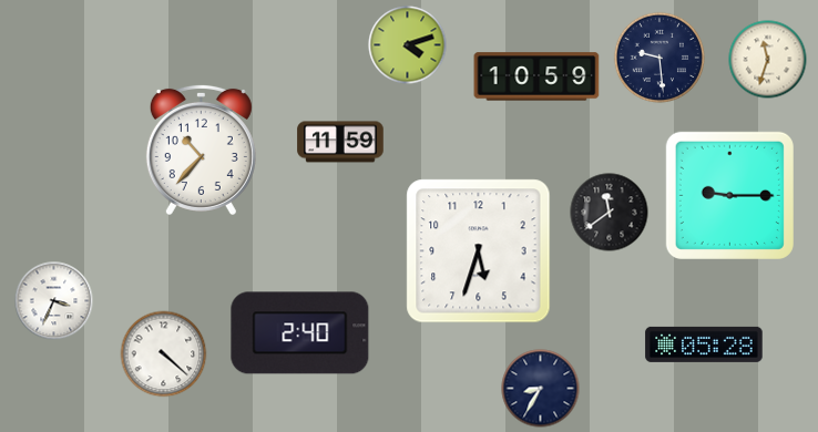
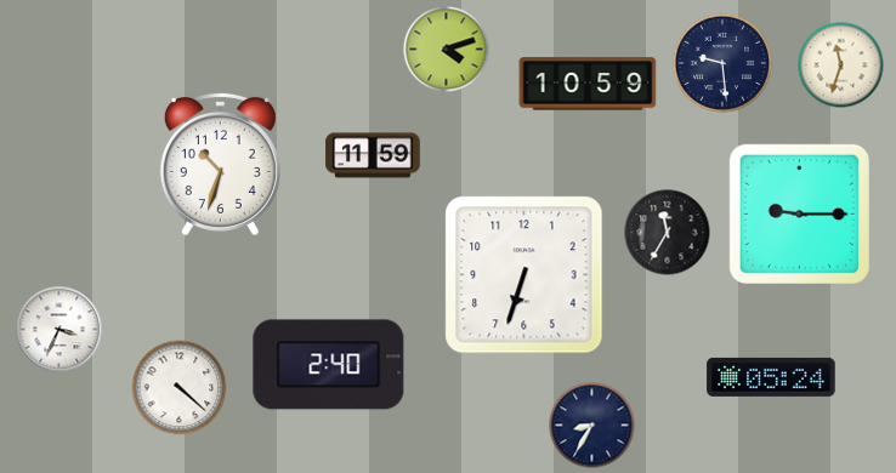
clock at (201, 150): 10:37 -> 10:33
clock at (610, 213): 11:39 -> 11:35
clock at (479, 251): 5:33 -> 6:33
clock at (704, 344): 05:28 -> 05:24
